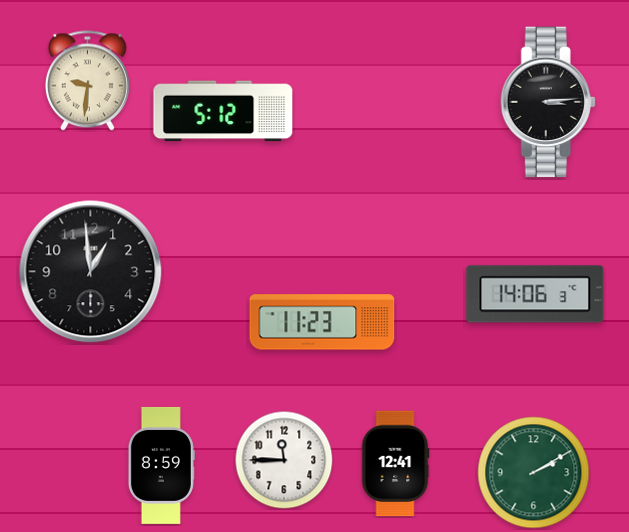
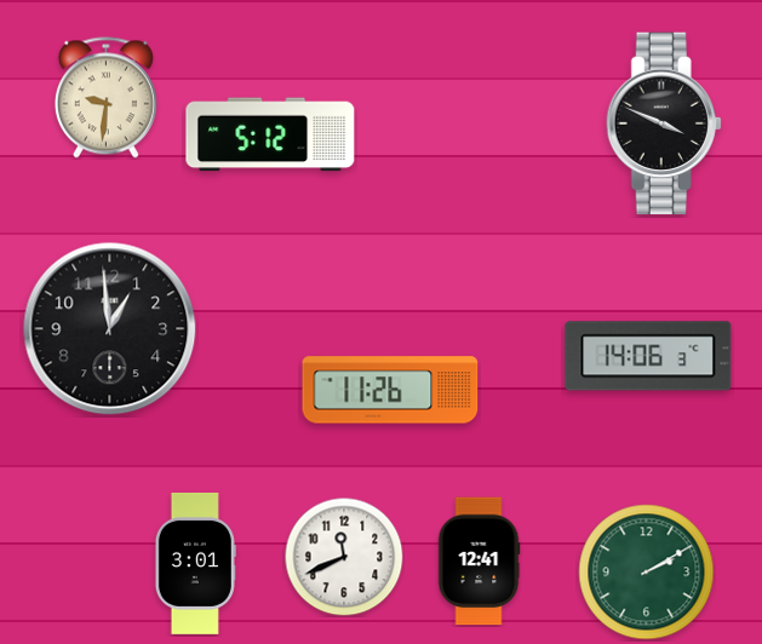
clock at (548, 102): 3:14 -> 3:49
clock at (322, 322): 11:23 -> 11:26
clock at (284, 460): 11:45 -> 11:41
clock at (161, 465): 8:59 -> 3:01
